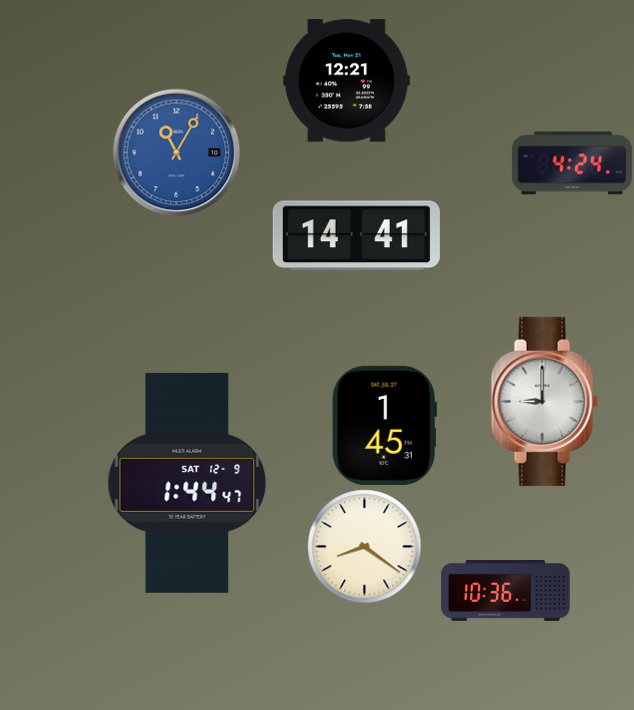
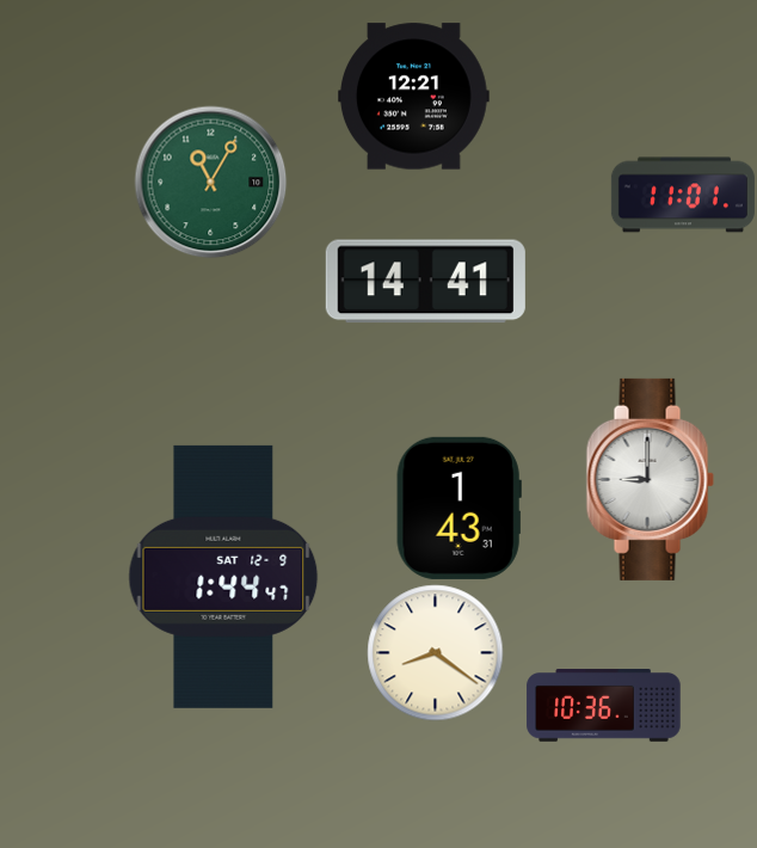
clock at (177, 153) dial: blue -> green
clock at (572, 163): 4:24 -> 11:01
clock at (384, 425): 1:45 -> 1:43
